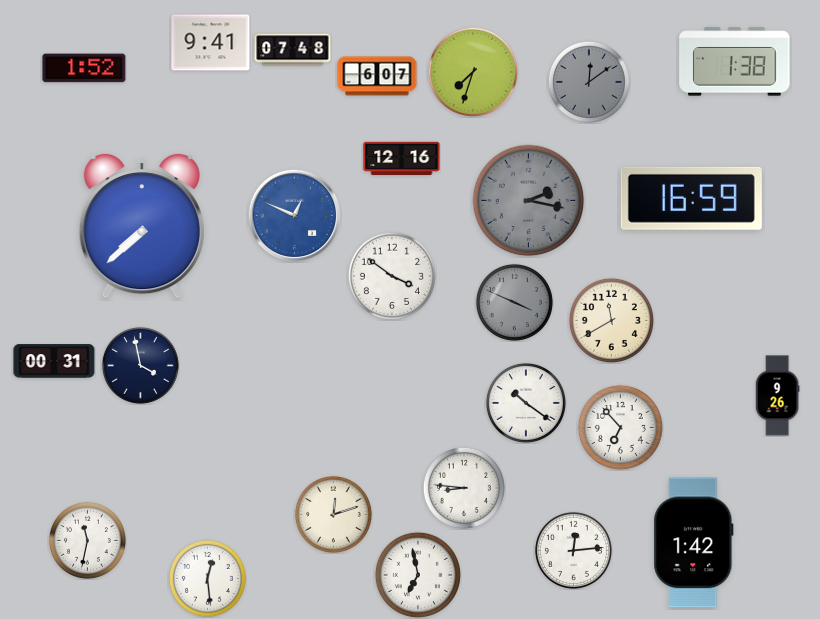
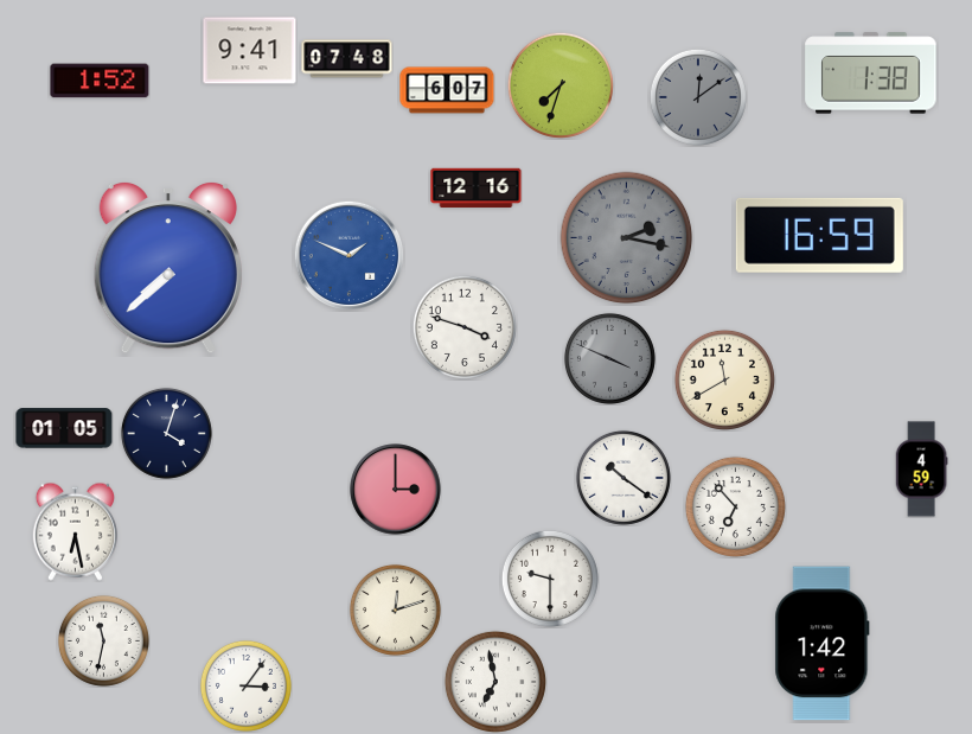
clock at (294, 215): 12:49 -> 1:49
clock at (392, 276): 3:51 -> 3:48
clock at (54, 361): 00:31 -> 01:05
clock at (140, 365): 3:58 -> 4:03
clock at (777, 396): 9:26 -> 4:59
clock at (396, 490): none -> 3:00
clock at (75, 531): none -> 6:28
clock at (464, 488): 8:46 -> 9:30
clock at (573, 550): 12:14 -> none
clock at (207, 578): 12:29 -> 3:06
